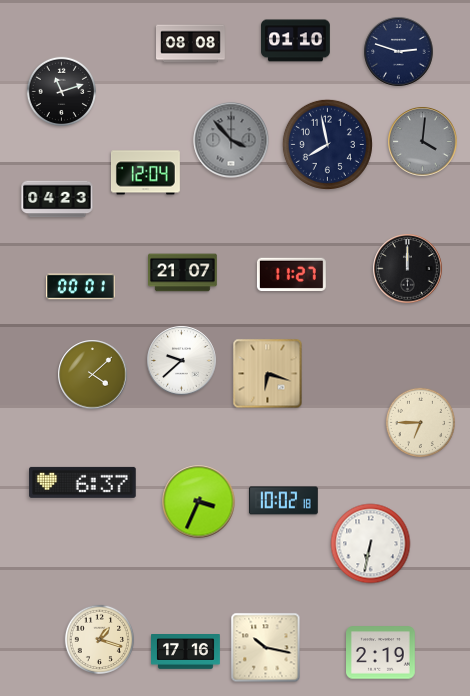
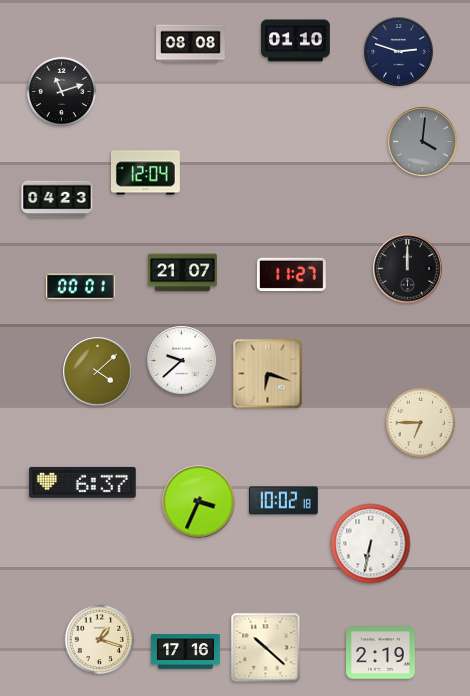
clock at (231, 140): 3:53 -> none
clock at (327, 144): 7:58 -> none
clock at (93, 375) position: (93, 375) -> (98, 372)
clock at (266, 648): 10:17 -> 10:22
